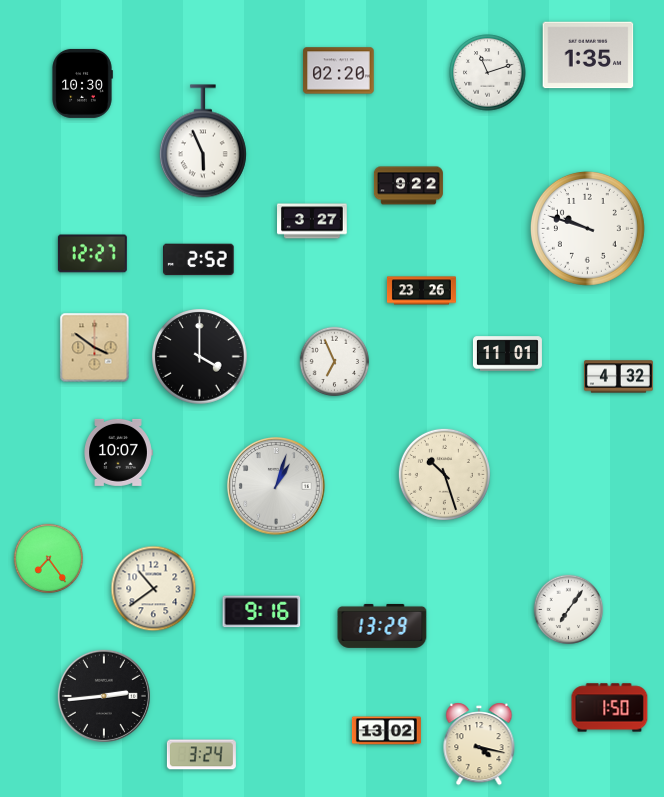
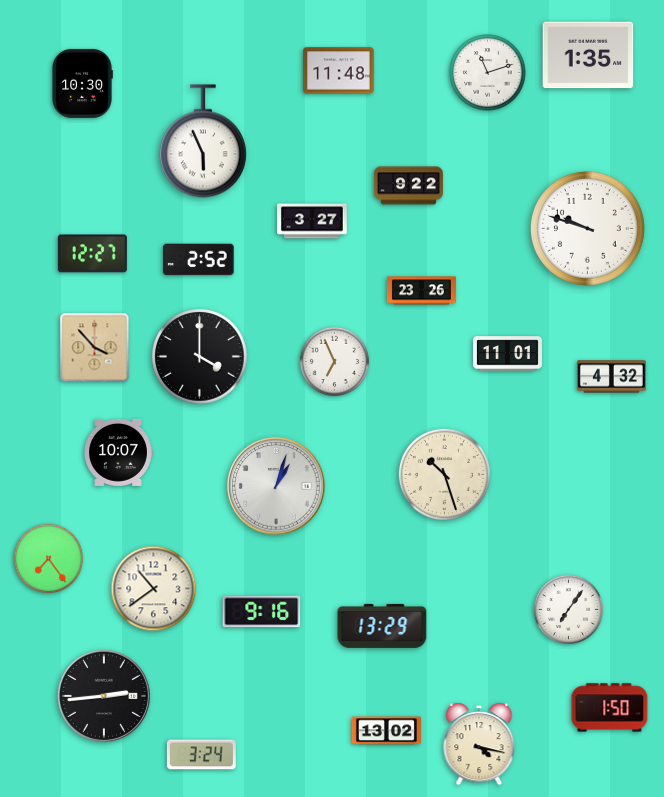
clock at (339, 71): 02:20 -> 11:48
clock at (95, 348): 3:51 -> 3:53
clock at (618, 377) position: (618, 377) -> (611, 377)
